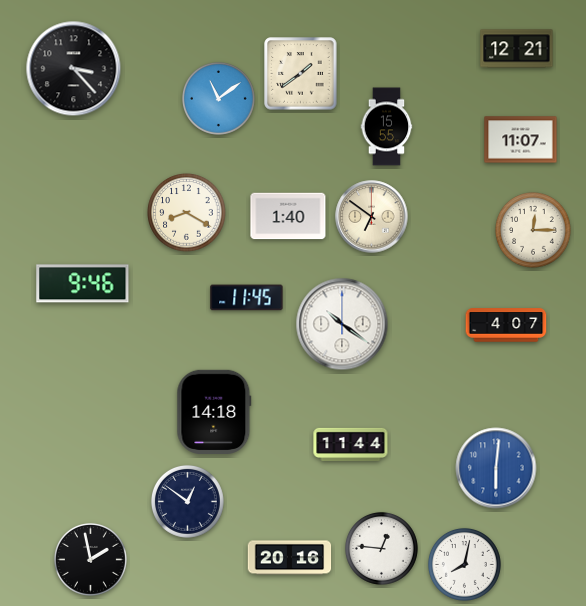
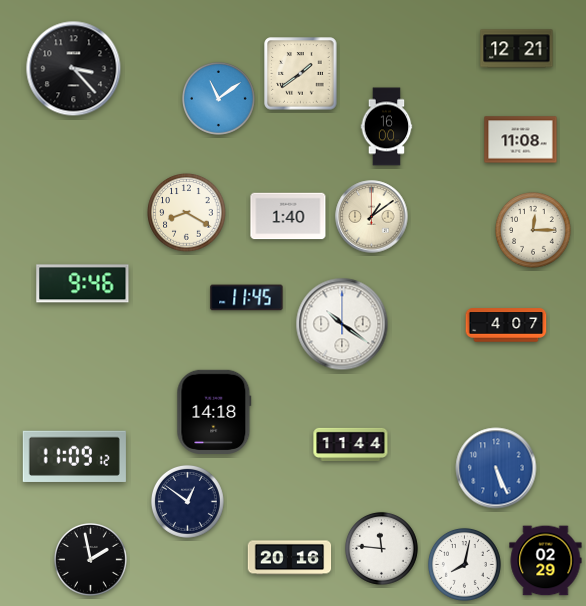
clock at (387, 127): 15:55 -> 16:00
clock at (521, 140): 11:07 -> 11:08
clock at (372, 217): 6:51 -> 1:09
clock at (74, 456): none -> 11:09
clock at (496, 468): 6:01 -> 5:26
clock at (381, 548): 12:46 -> 11:46
clock at (546, 561): none -> 02:29
